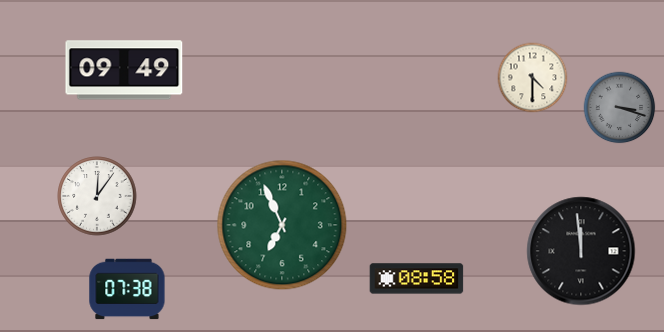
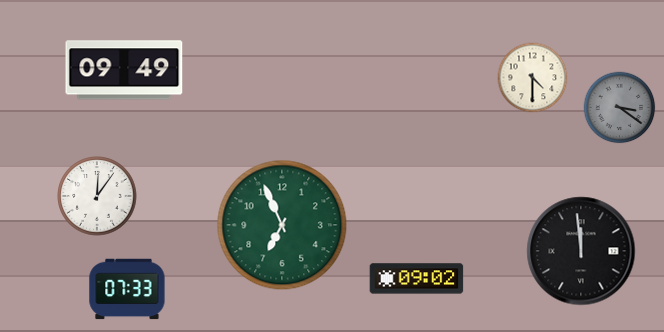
clock at (620, 108): 3:18 -> 3:21
clock at (417, 279): 08:58 -> 09:02
clock at (127, 289): 07:38 -> 07:33
